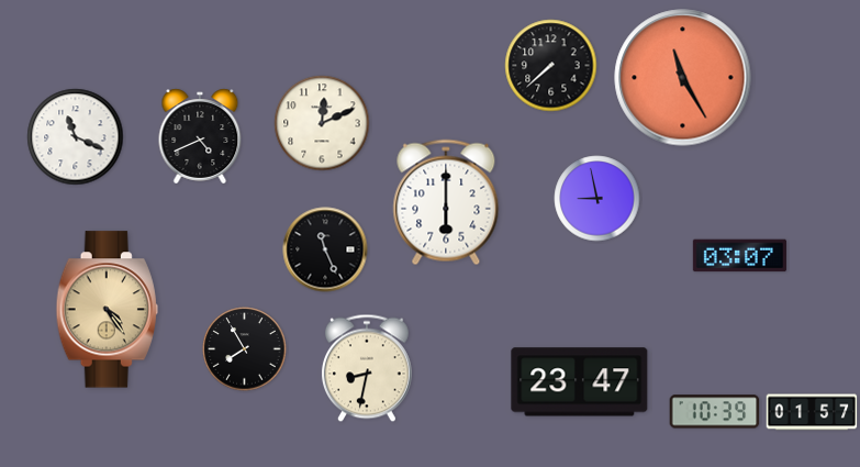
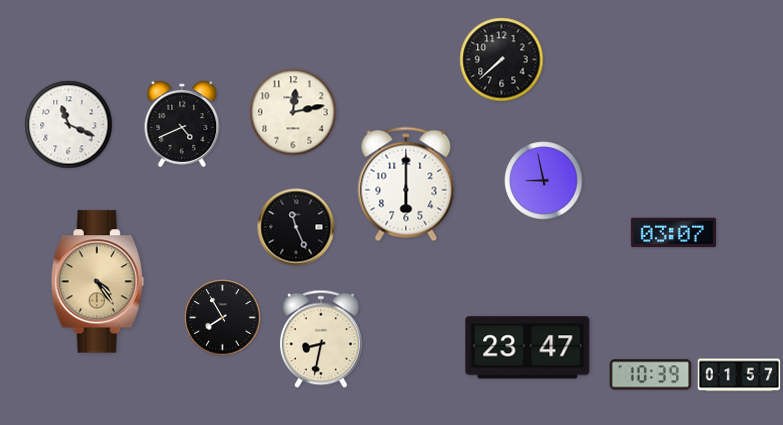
clock at (683, 78): 11:25 -> none
clock at (322, 123): 12:11 -> 12:13
clock at (367, 368) position: (367, 368) -> (321, 339)
